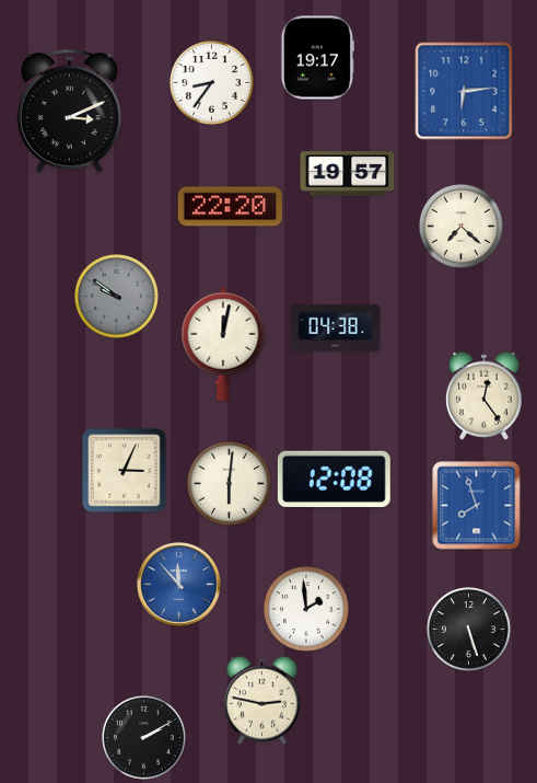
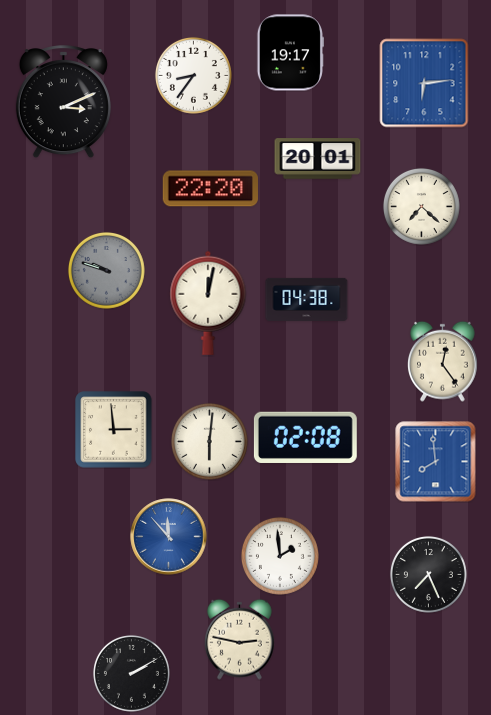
clock at (348, 174): 19:57 -> 20:01
clock at (116, 296): 9:51 -> 9:48
clock at (223, 344) position: (223, 344) -> (208, 303)
clock at (125, 471): 3:04 -> 2:59
clock at (334, 479): 12:08 -> 02:08
clock at (477, 506): 7:57 -> 7:59
clock at (179, 585) position: (179, 585) -> (169, 537)
clock at (468, 629): 5:27 -> 7:26
